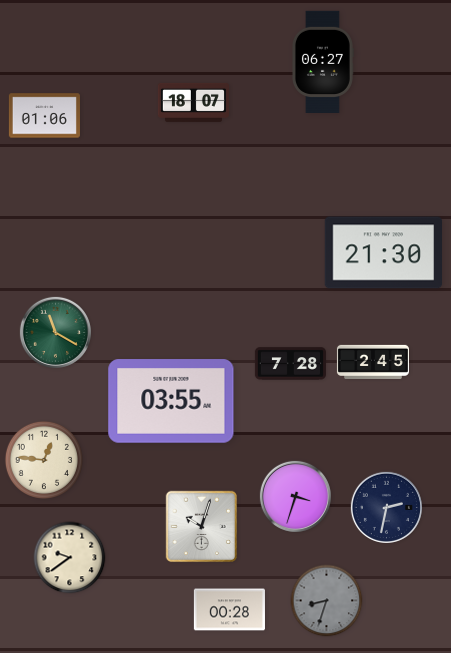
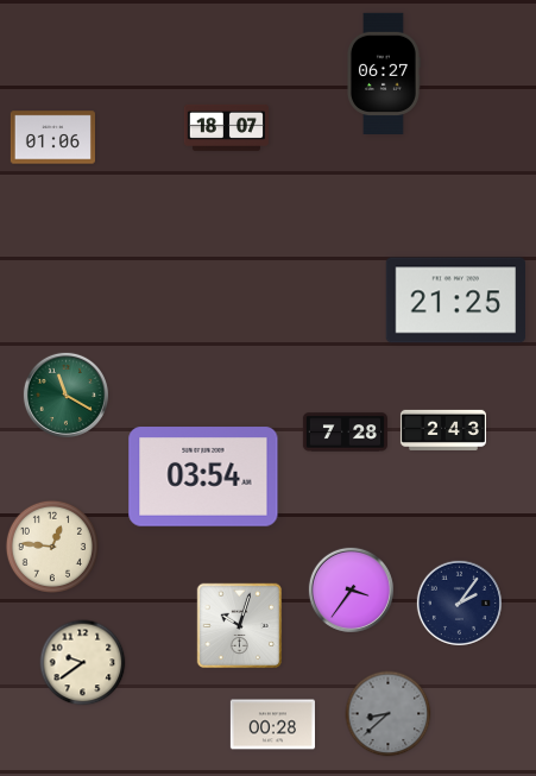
clock at (193, 102) position: (193, 102) -> (226, 127)
clock at (384, 253): 21:30 -> 21:25
clock at (373, 361): 2:45 -> 2:43
clock at (171, 401): 03:55 -> 03:54
clock at (295, 496): 3:33 -> 3:36
clock at (386, 507): 2:32 -> 2:06
clock at (327, 601): 8:33 -> 8:38
